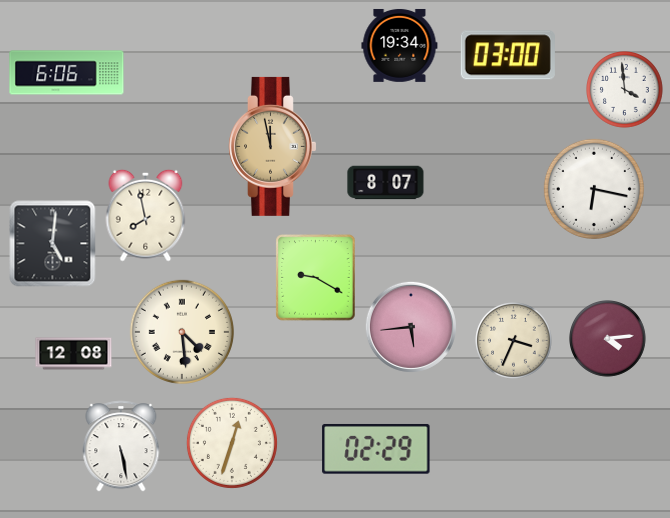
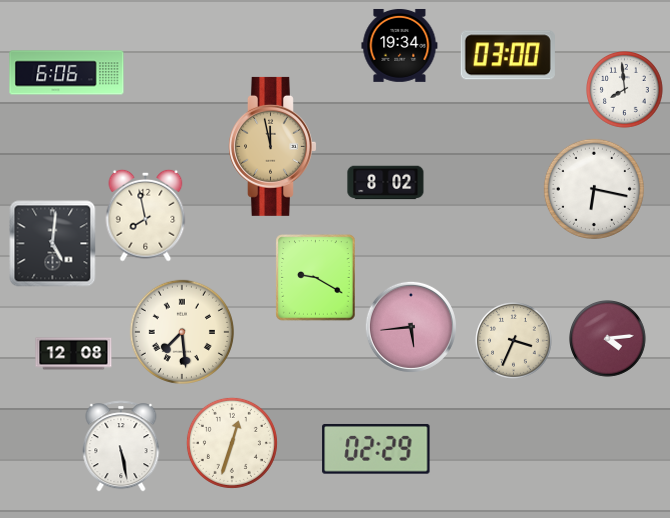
clock at (625, 90): 3:59 -> 7:59
clock at (386, 183): 8:07 -> 8:02
clock at (182, 332): 4:29 -> 7:29
